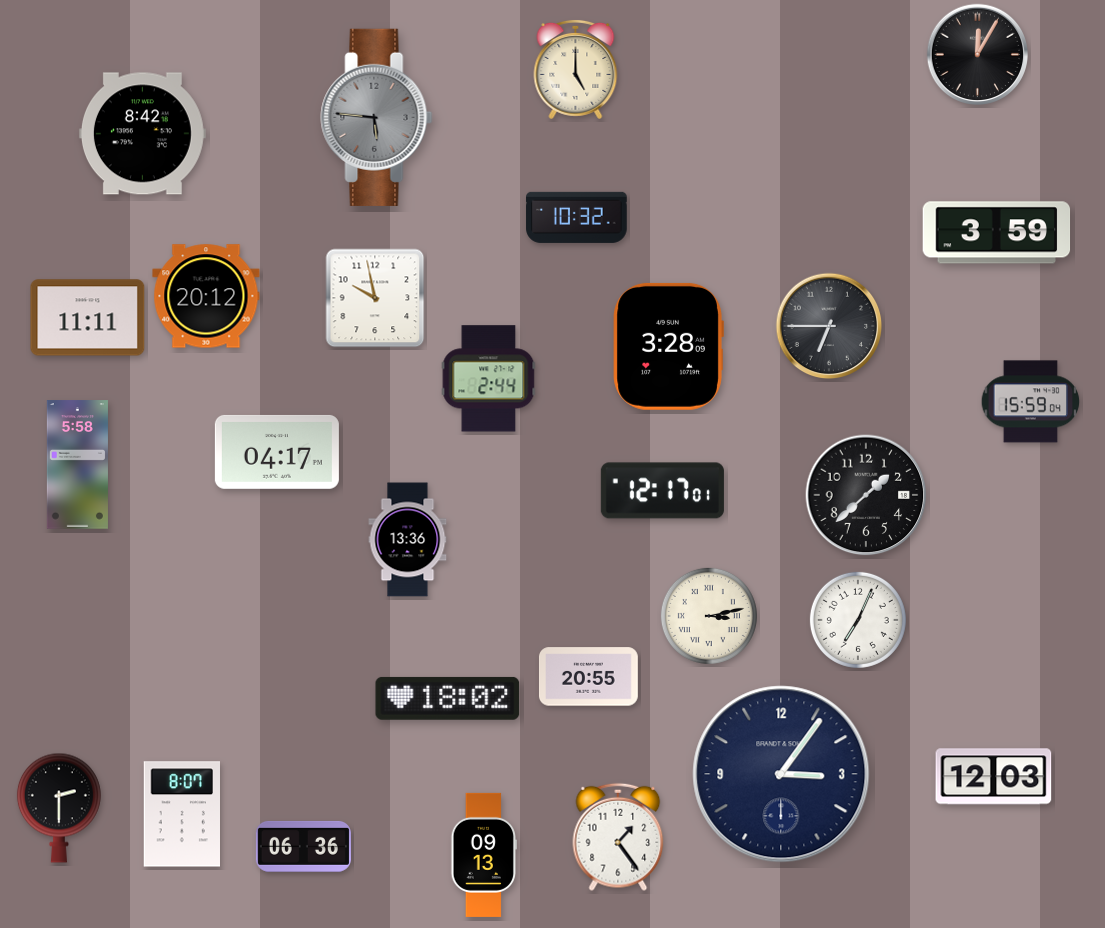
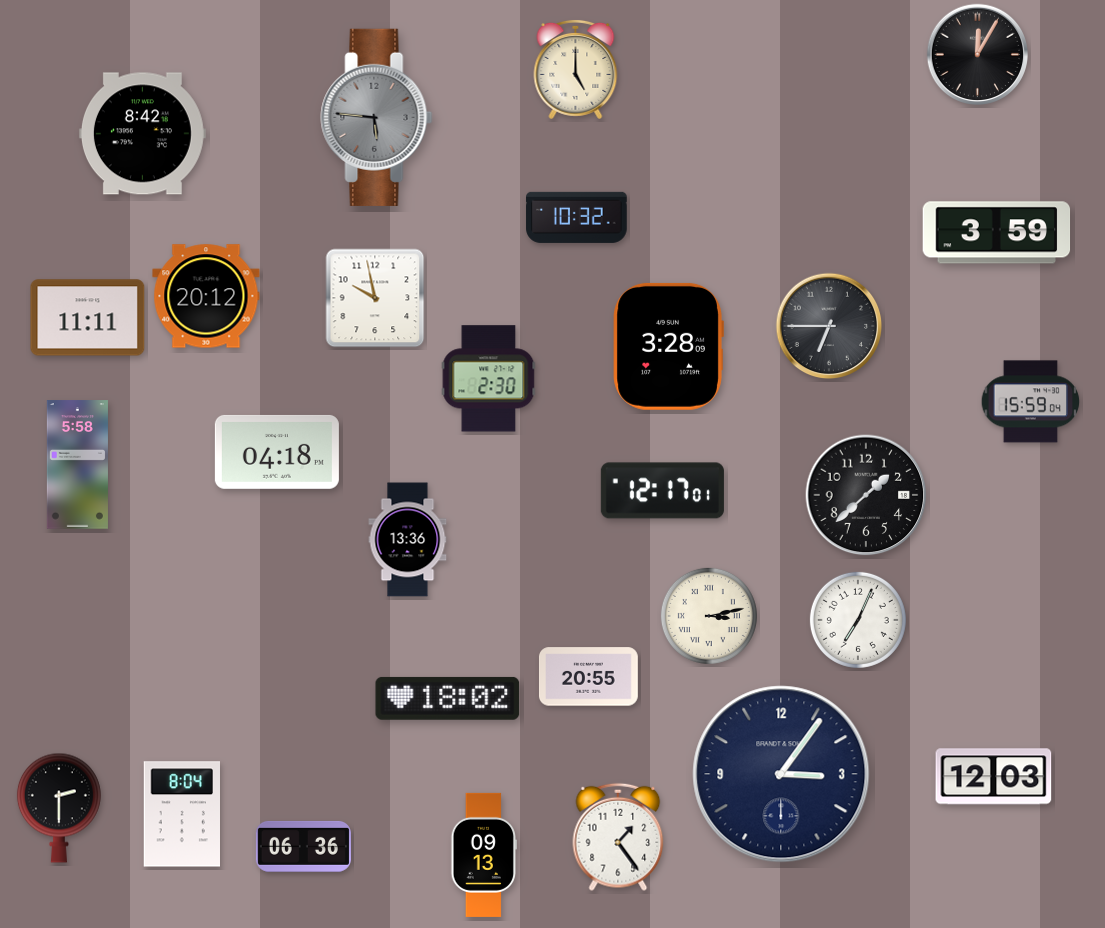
clock at (489, 379): 2:44 -> 2:30
clock at (277, 452): 04:17 -> 04:18
clock at (181, 814): 8:07 -> 8:04
